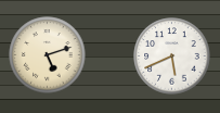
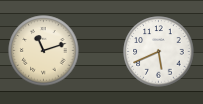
clock at (48, 55): 5:12 -> 11:12
